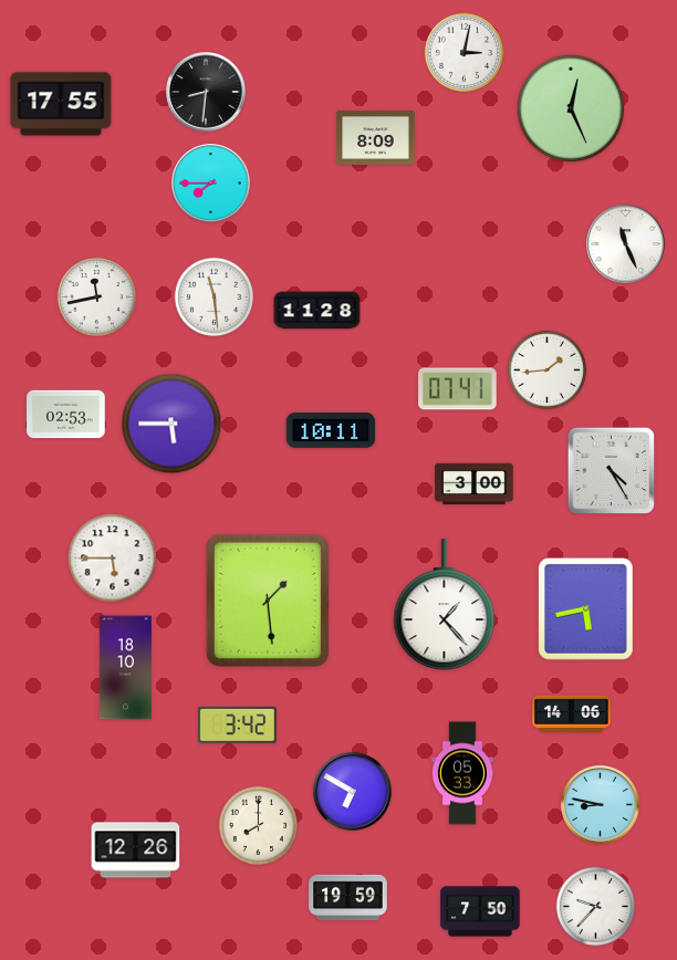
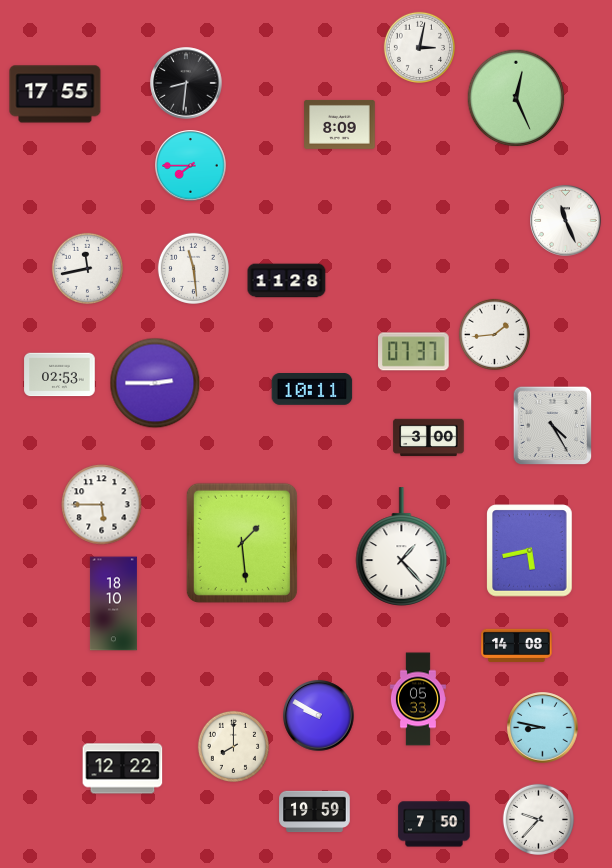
clock at (458, 389): 07:41 -> 07:37
clock at (171, 424): 5:45 -> 2:45
clock at (331, 431) position: (331, 431) -> (312, 390)
clock at (572, 713): 14:06 -> 14:08
clock at (238, 724): 3:42 -> none
clock at (353, 792): 6:50 -> 9:50
clock at (136, 851): 12:26 -> 12:22
